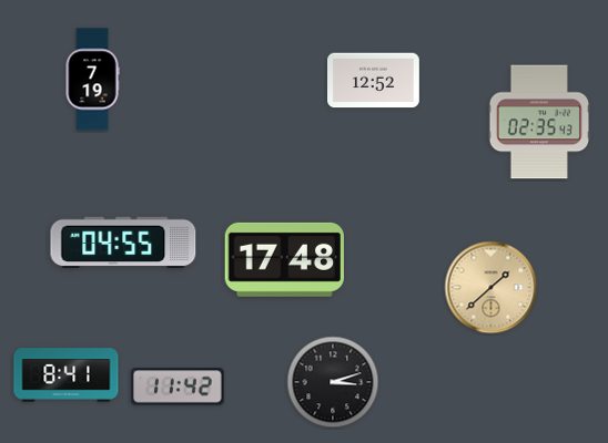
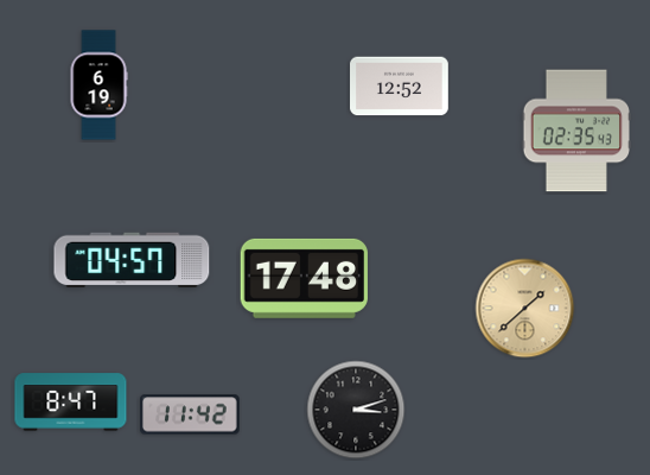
clock at (92, 80): 7:19 -> 6:19
clock at (123, 241): 04:55 -> 04:57
clock at (67, 375): 8:41 -> 8:47
